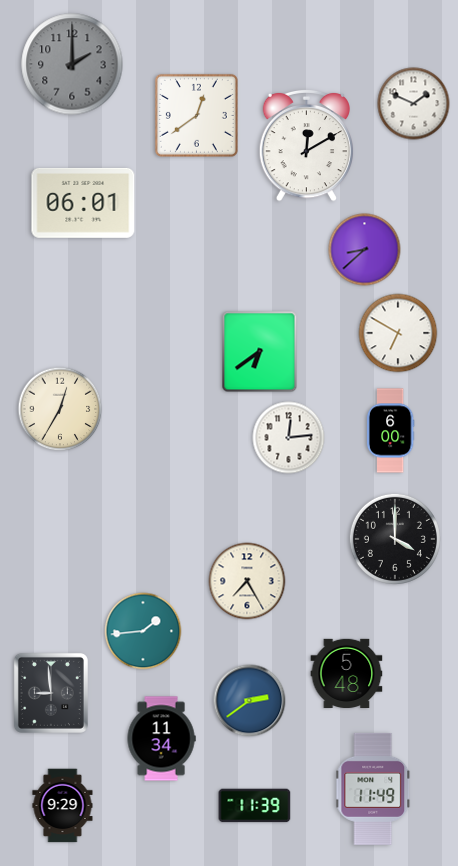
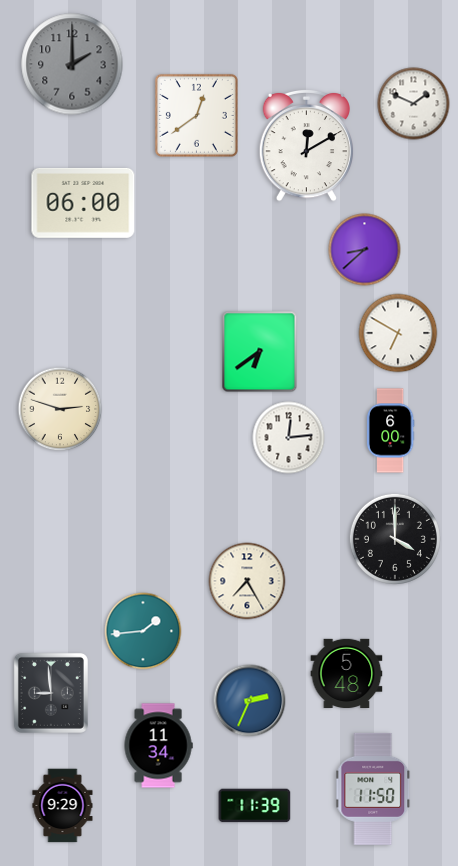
clock at (83, 203): 06:01 -> 06:00
clock at (60, 409): 12:35 -> 2:48
clock at (250, 701): 2:39 -> 2:34
clock at (161, 739) position: (161, 739) -> (158, 746)
clock at (374, 789): 11:49 -> 11:50
